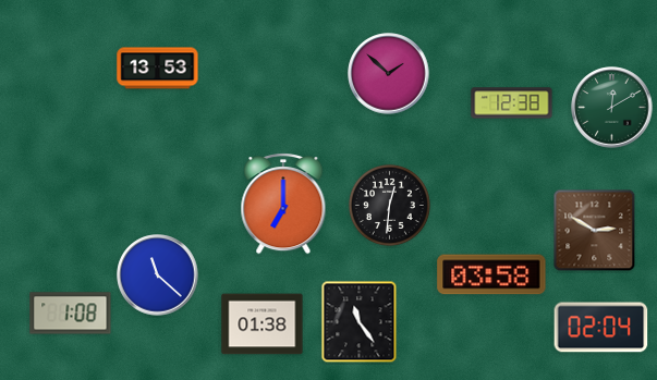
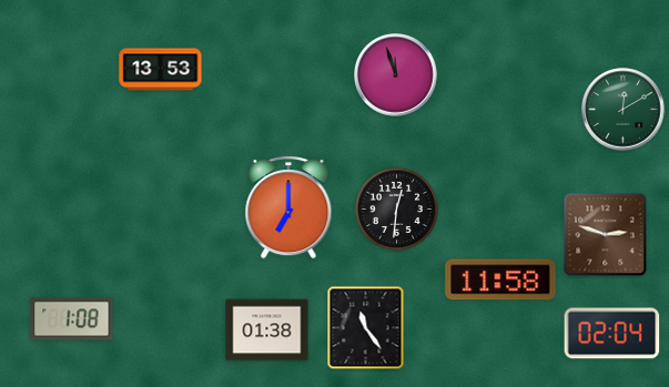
clock at (389, 74): 1:52 -> 11:57
clock at (512, 103): 12:38 -> none
clock at (595, 231): 2:50 -> 2:48
clock at (491, 274): 03:58 -> 11:58
clock at (158, 275): 11:22 -> none
